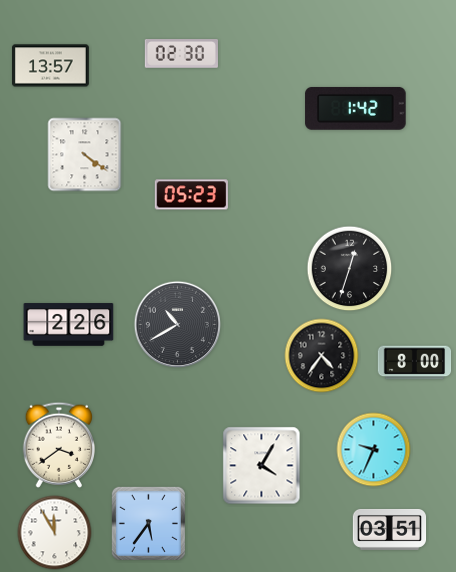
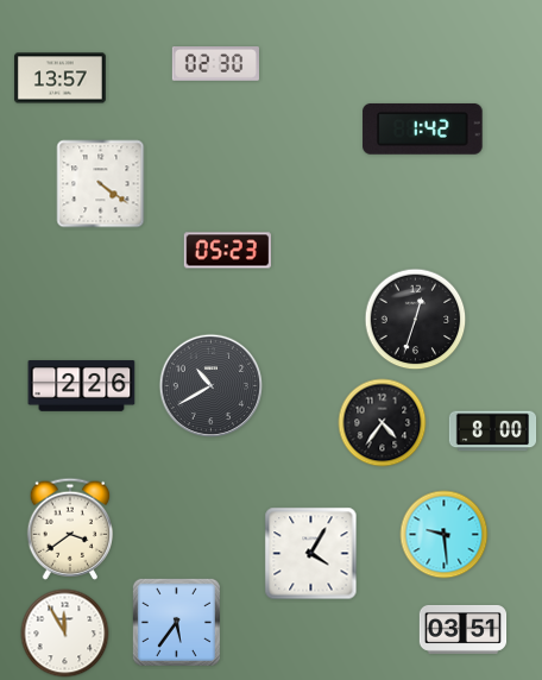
clock at (191, 195) position: (191, 195) -> (227, 251)
clock at (374, 450): 9:34 -> 9:29
